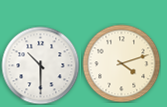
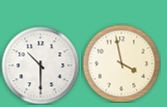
clock at (121, 63): 4:12 -> 3:58
